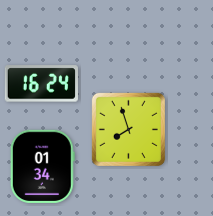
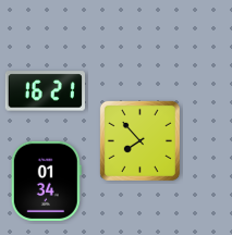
clock at (41, 84): 16:24 -> 16:21
clock at (128, 129): 7:57 -> 7:53
